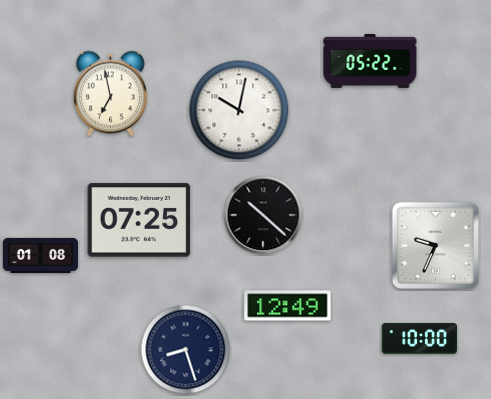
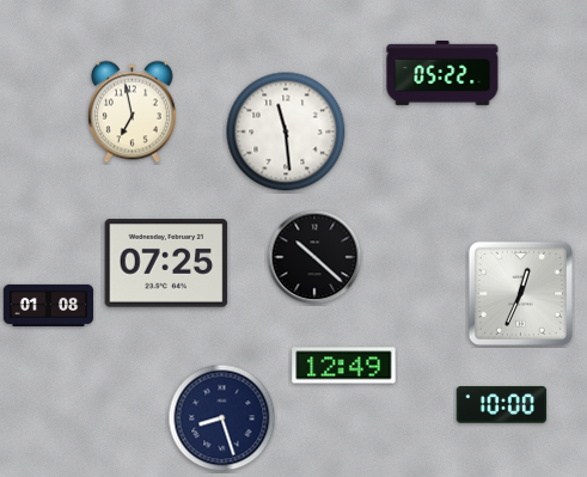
clock at (239, 110): 10:02 -> 11:29
clock at (435, 245): 9:34 -> 12:34
